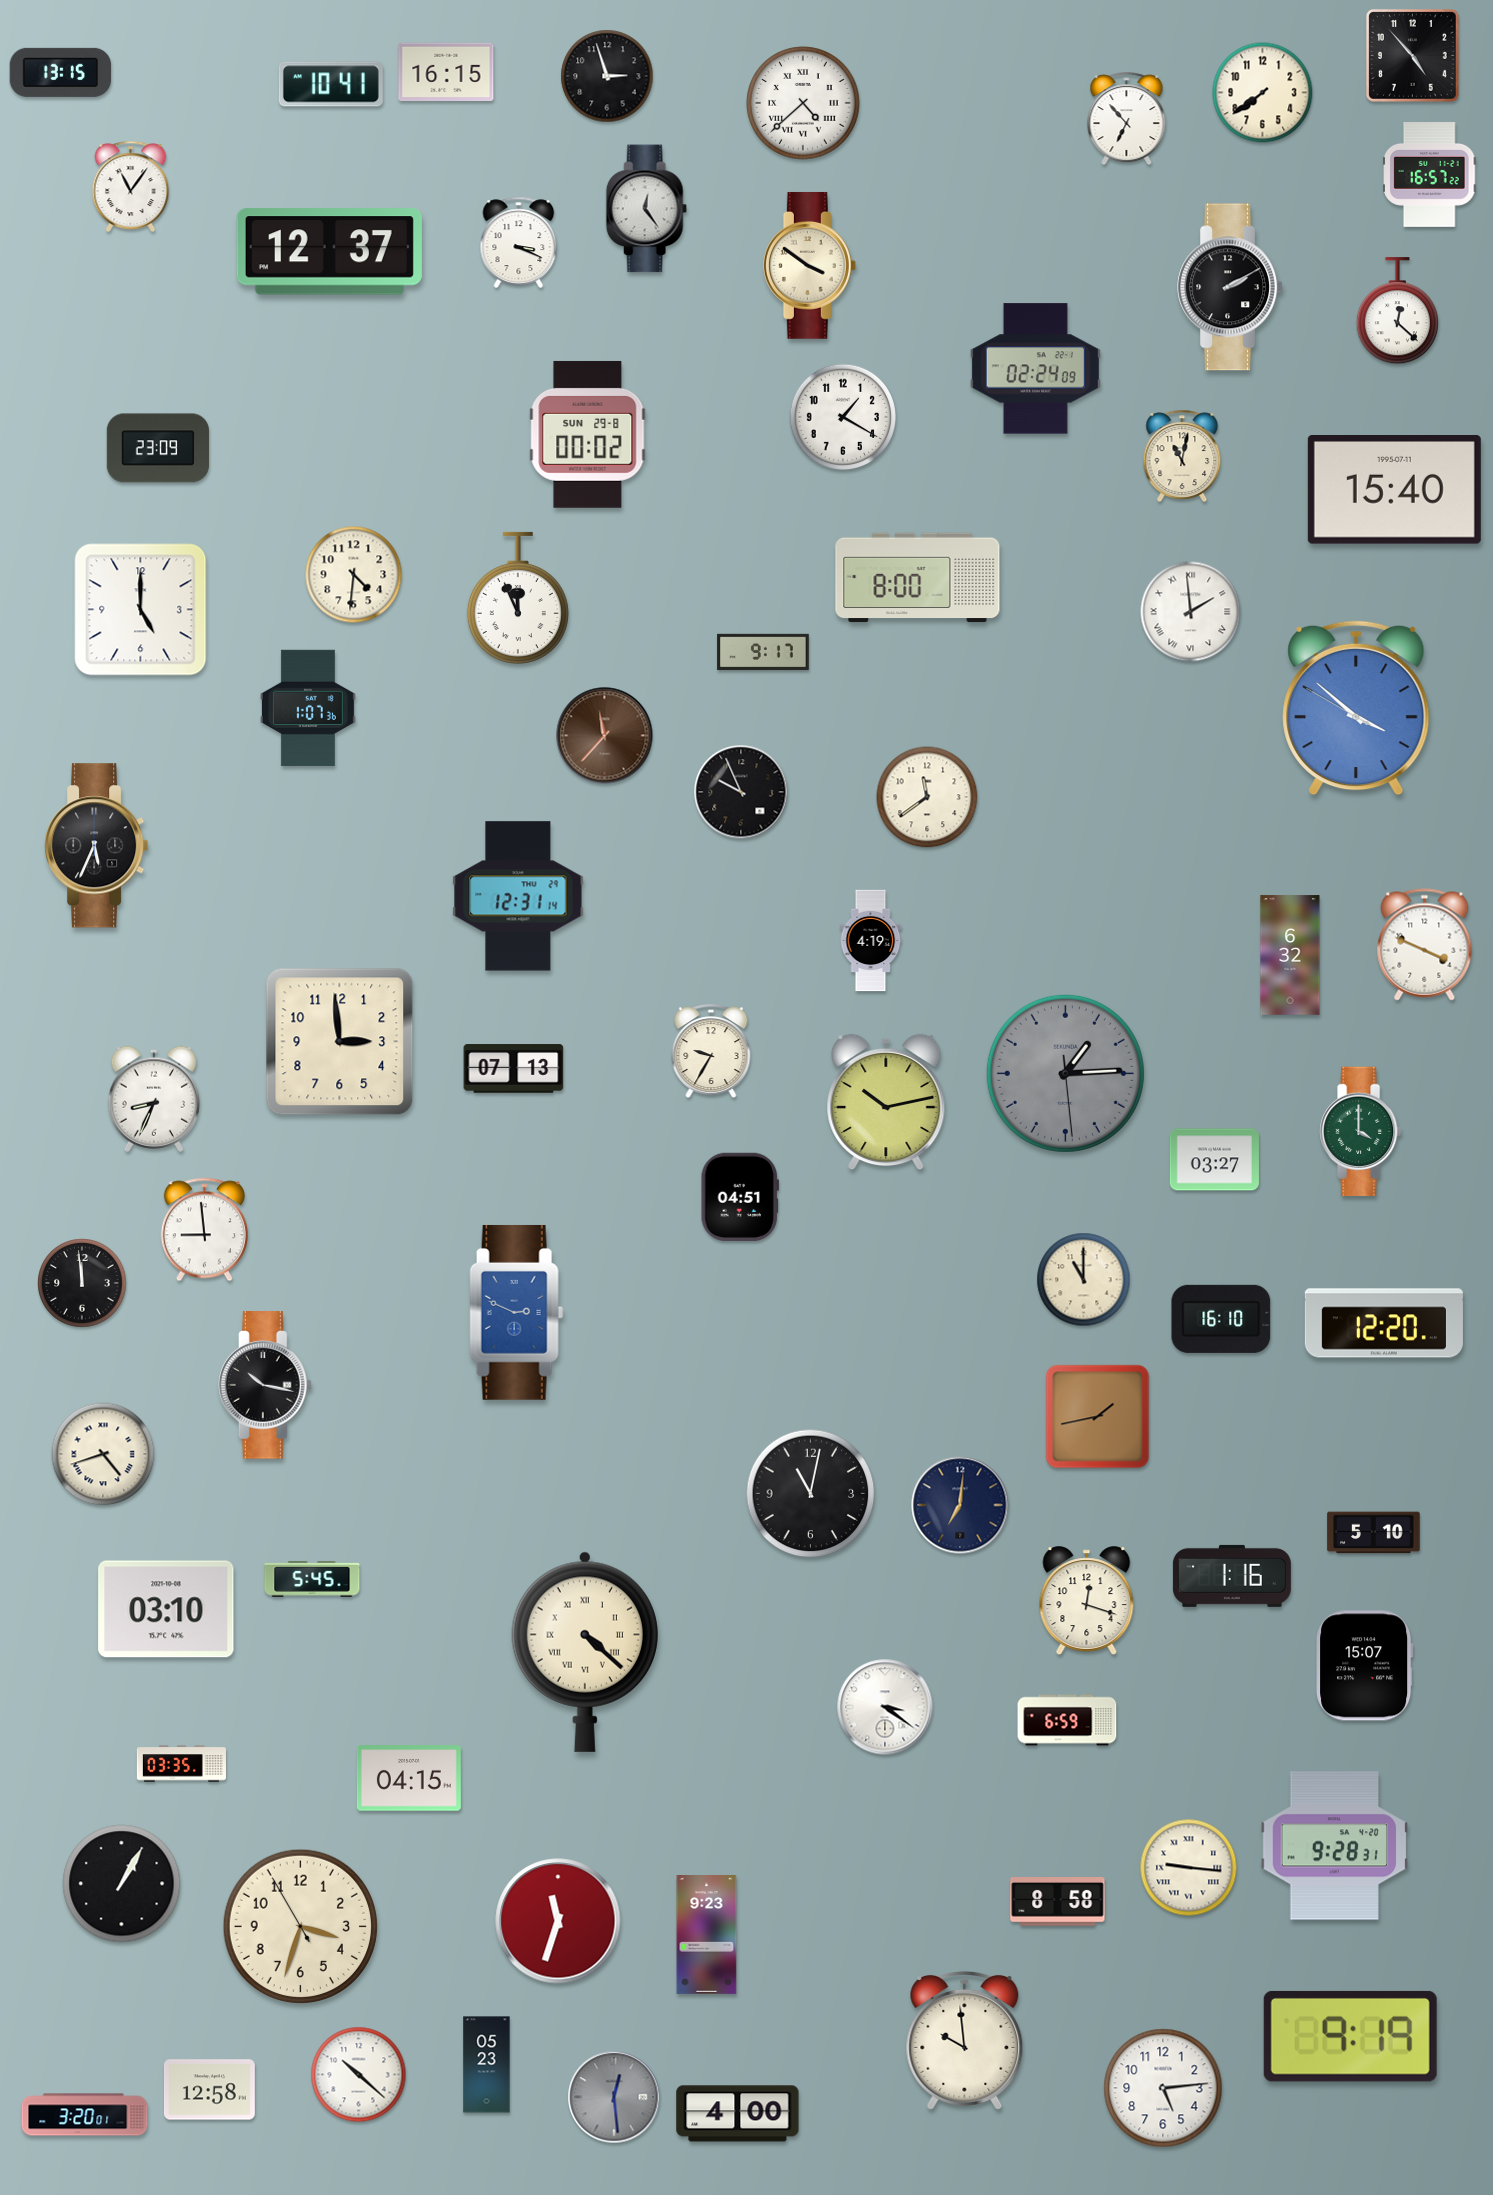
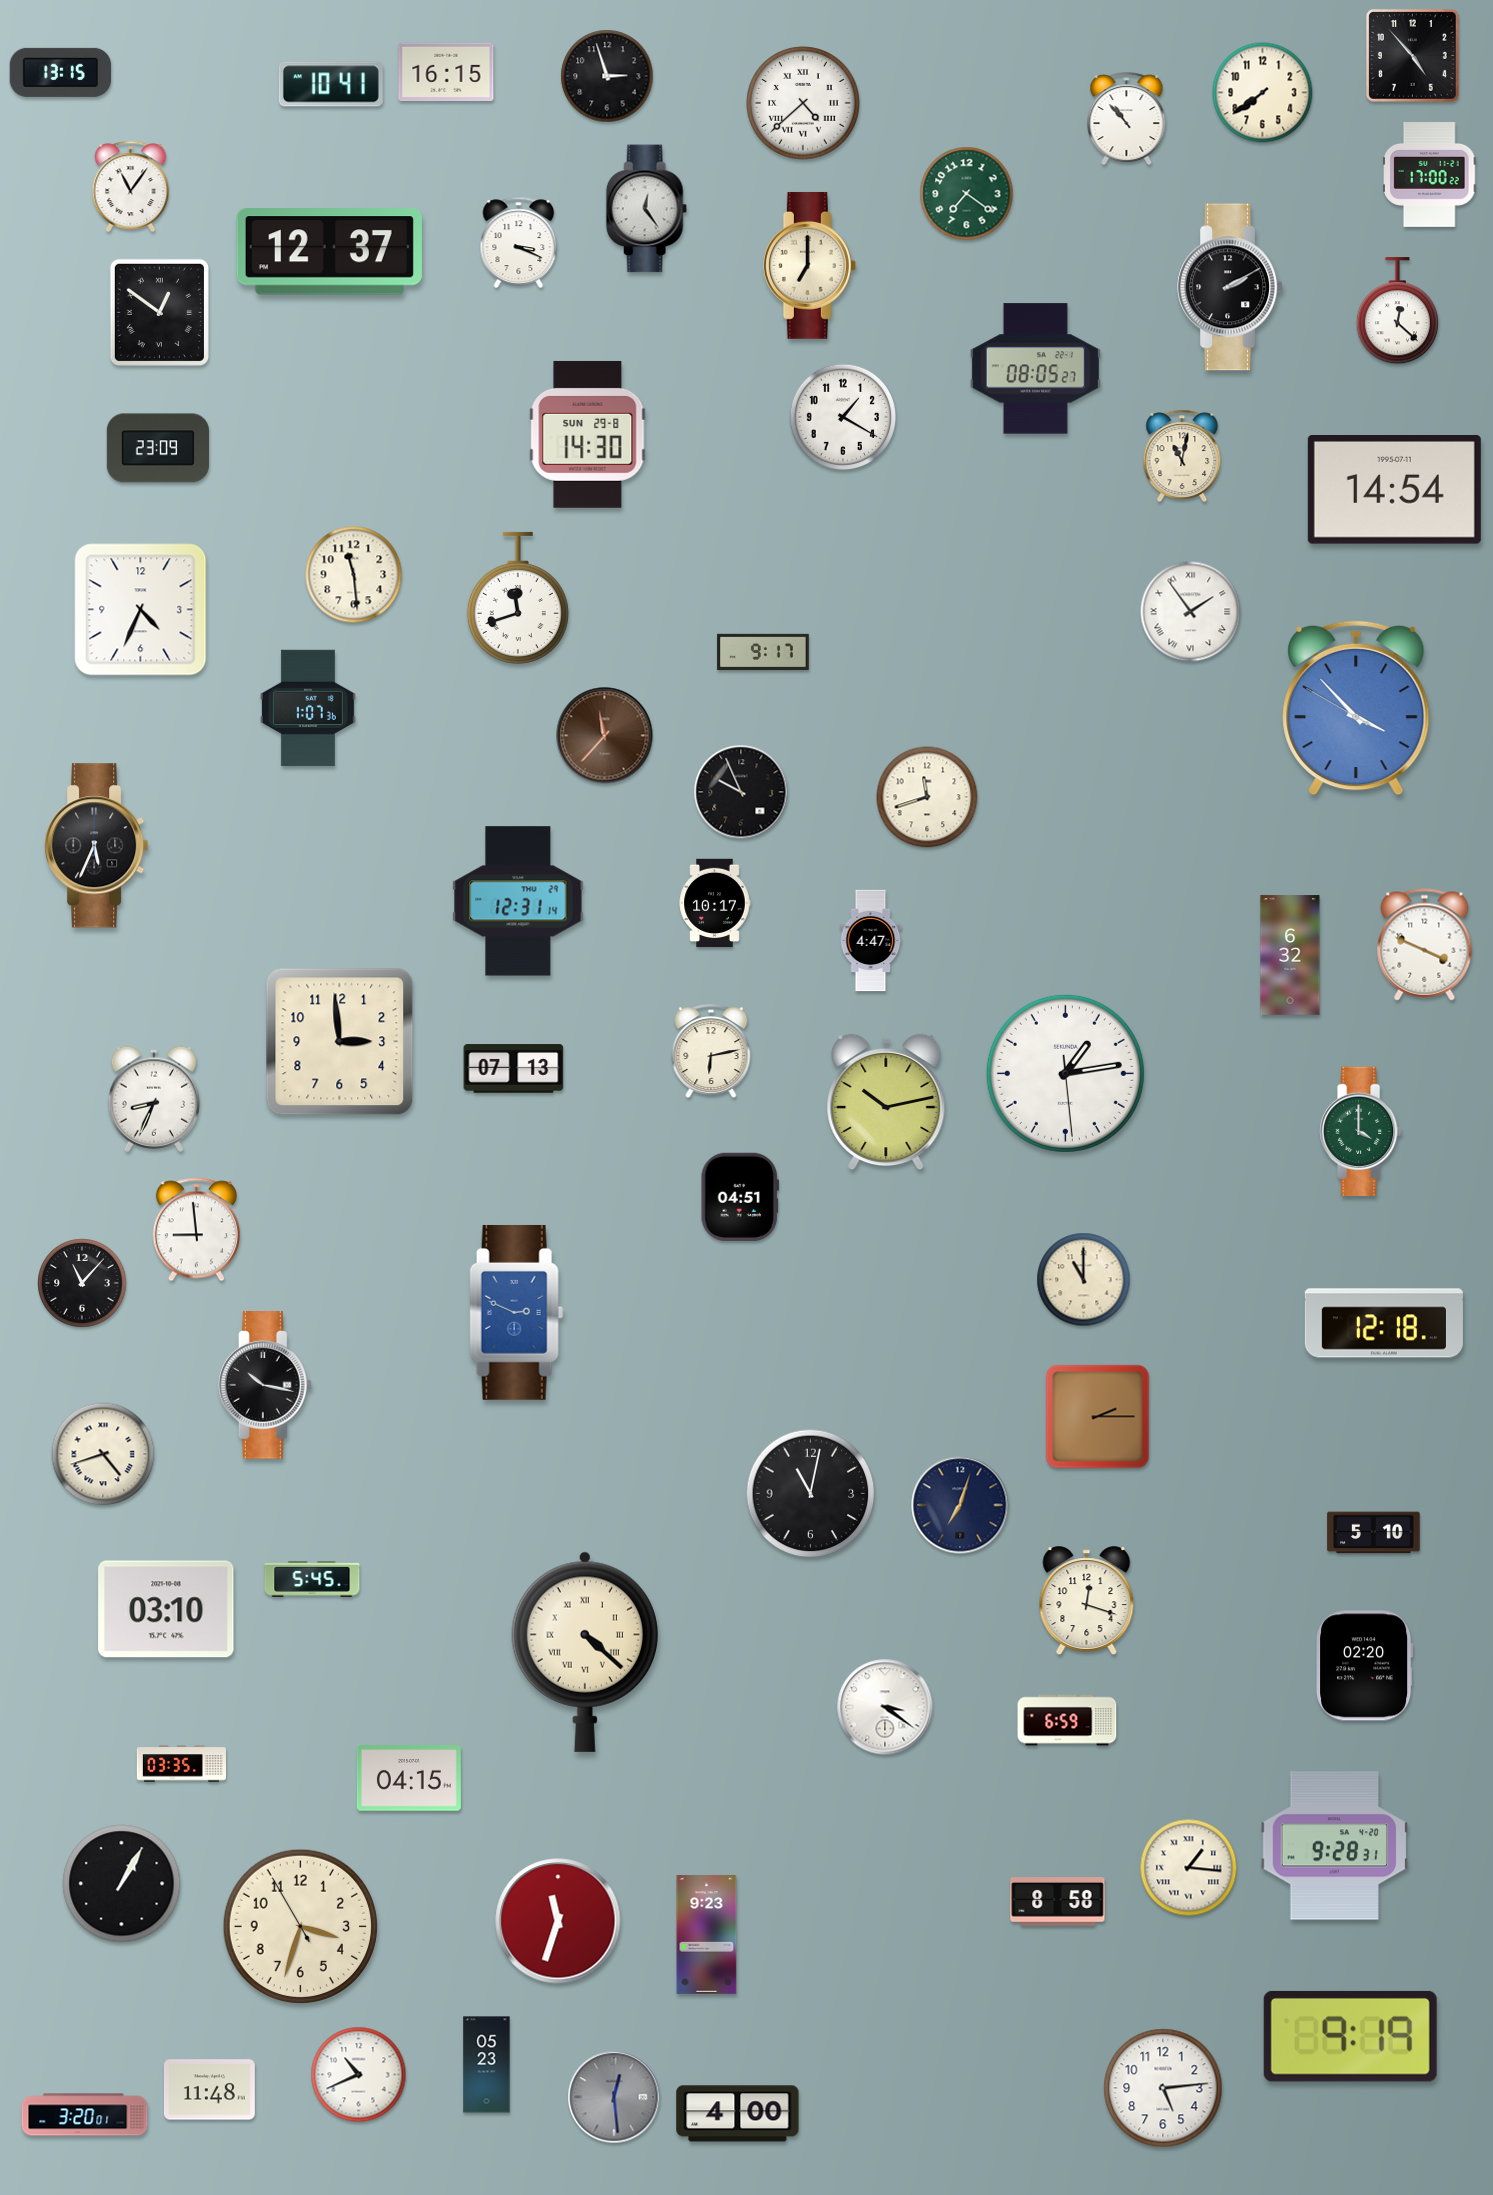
clock at (1127, 119): 6:53 -> 10:53
clock at (1430, 175): 16:57 -> 17:00
clock at (967, 194): none -> 7:21
clock at (809, 265): 3:51 -> 7:00
clock at (159, 312): none -> 12:51
clock at (1035, 369): 02:24 -> 08:05
clock at (588, 434): 00:02 -> 14:30
clock at (1394, 490): 15:40 -> 14:54
clock at (354, 575): 4:31 -> 11:29
clock at (918, 578): 8:00 -> none
clock at (518, 598): 11:56 -> 11:42
clock at (141, 610): 5:00 -> 4:34
clock at (1191, 612): 1:59 -> 1:54
clock at (1356, 708): 3:51 -> 3:52
clock at (927, 797): 11:39 -> 11:42
clock at (518, 896) position: (518, 896) -> (518, 901)
clock at (715, 903): none -> 10:17
clock at (871, 941): 4:19 -> 4:47
clock at (711, 1052): 9:35 -> 6:13
clock at (1065, 1073): 1:14 -> 1:13
clock at (1065, 1073) dial: grey -> white
clock at (1214, 1160): 03:27 -> none
clock at (204, 1230) position: (204, 1230) -> (196, 1230)
clock at (82, 1283): 11:59 -> 11:07
clock at (1221, 1319): 16:10 -> none
clock at (1384, 1323): 12:20 -> 12:18
clock at (1098, 1417): 1:43 -> 2:15
clock at (960, 1505): 7:01 -> 7:03
clock at (1232, 1576): 1:16 -> none
clock at (1365, 1666): 15:07 -> 02:20
clock at (1189, 1868): 9:16 -> 1:16
clock at (965, 2040): 9:59 -> none
clock at (359, 2075): 10:22 -> 10:41
clock at (209, 2090): 12:58 -> 11:48
